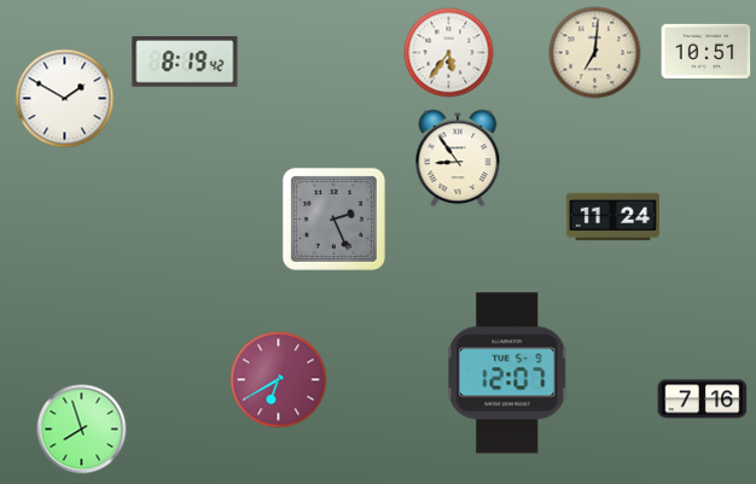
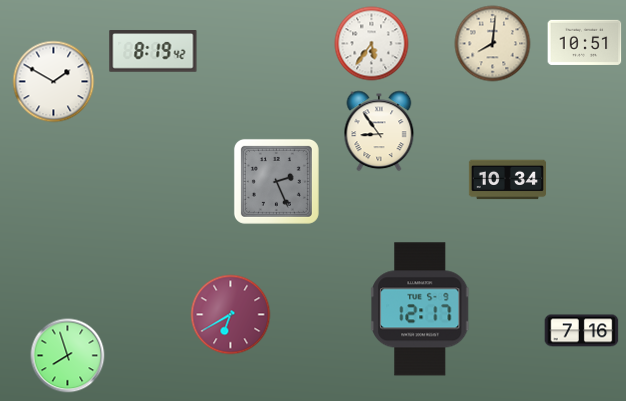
clock at (595, 53): 7:01 -> 8:01
clock at (612, 217): 11:24 -> 10:34
clock at (508, 373): 12:07 -> 12:17
